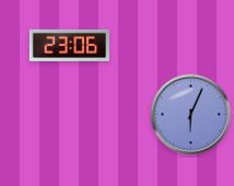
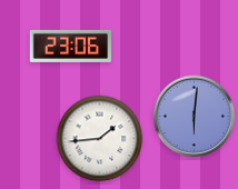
clock at (191, 115): 6:04 -> 6:01
clock at (100, 139): none -> 1:44
